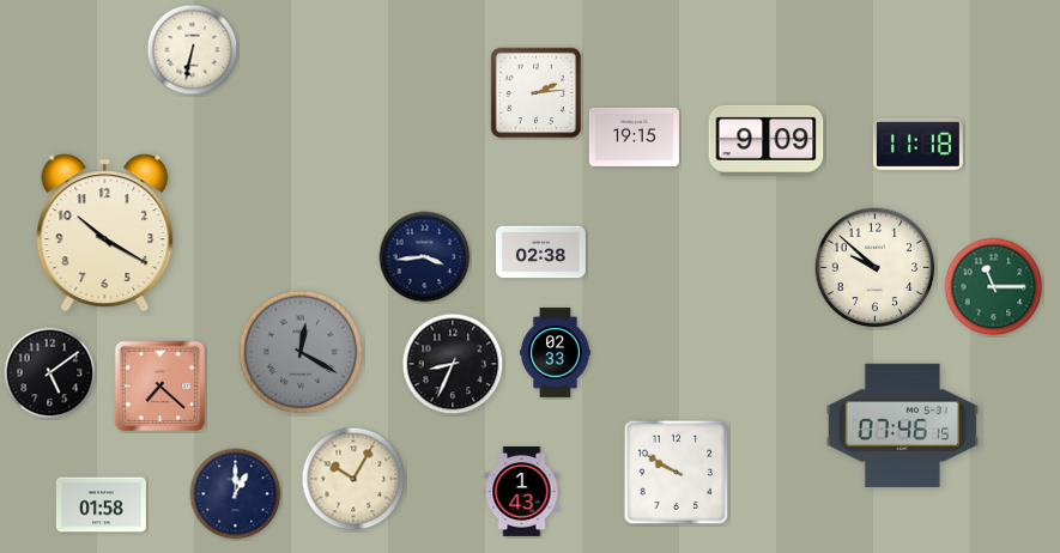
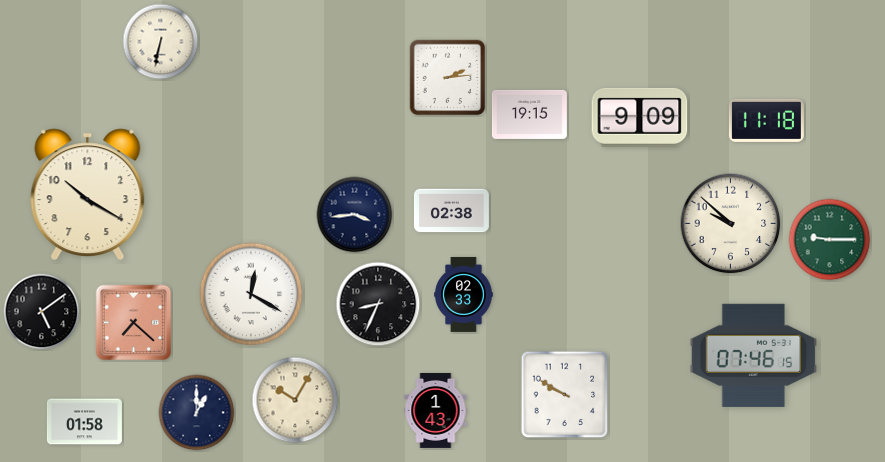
clock at (994, 287): 11:15 -> 9:15
clock at (301, 352) dial: grey -> white
